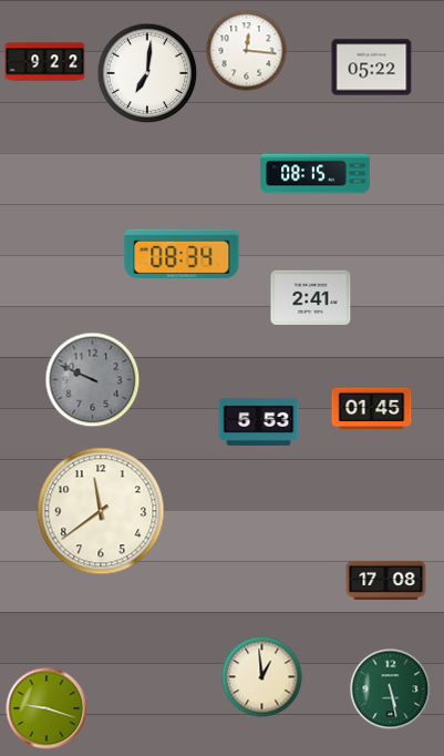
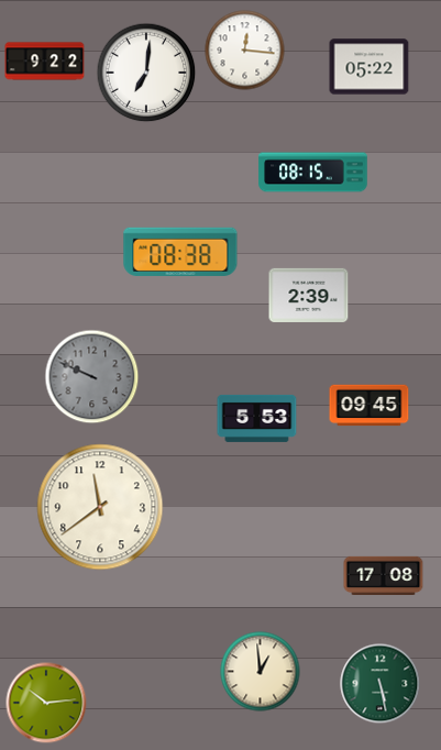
clock at (182, 254): 08:34 -> 08:38
clock at (311, 297): 2:41 -> 2:39
clock at (372, 409): 01:45 -> 09:45
clock at (391, 689) position: (391, 689) -> (381, 684)
clock at (47, 708): 9:18 -> 10:14
